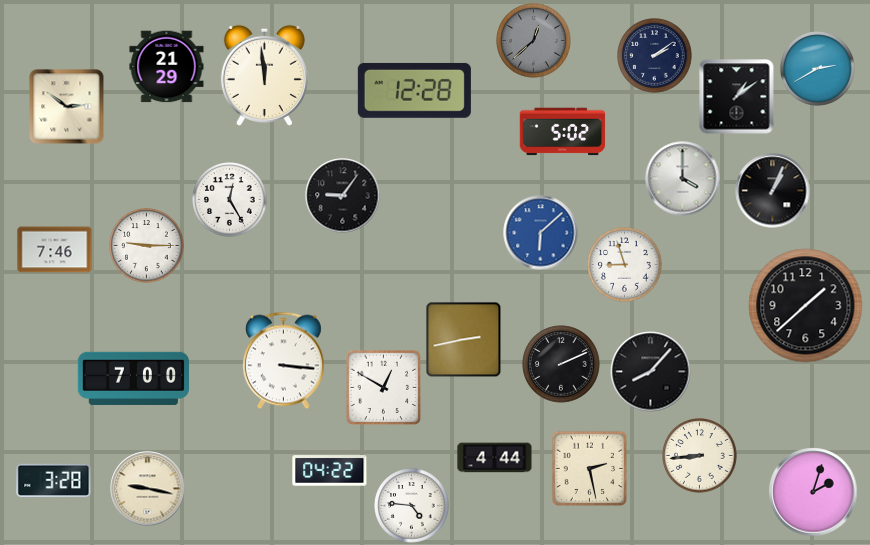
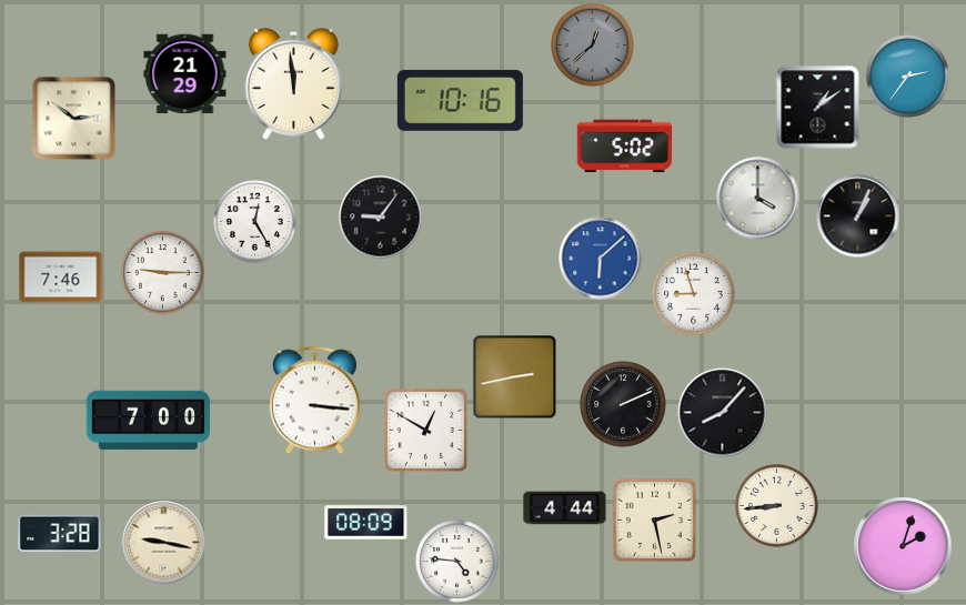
clock at (655, 56): 2:09 -> none
clock at (818, 69): 2:40 -> 2:36
clock at (414, 90): 12:28 -> 10:16
clock at (773, 191) position: (773, 191) -> (858, 216)
clock at (806, 306): 1:38 -> none
clock at (495, 458) position: (495, 458) -> (565, 508)
clock at (330, 471): 04:22 -> 08:09
